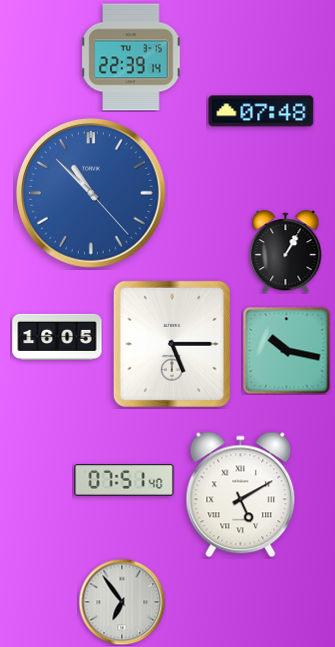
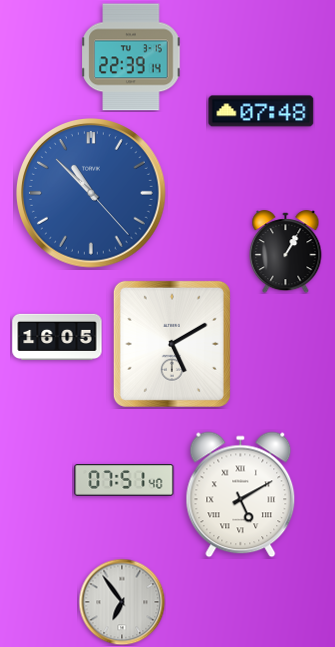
clock at (172, 344): 5:15 -> 5:10
clock at (286, 350): 10:17 -> none
